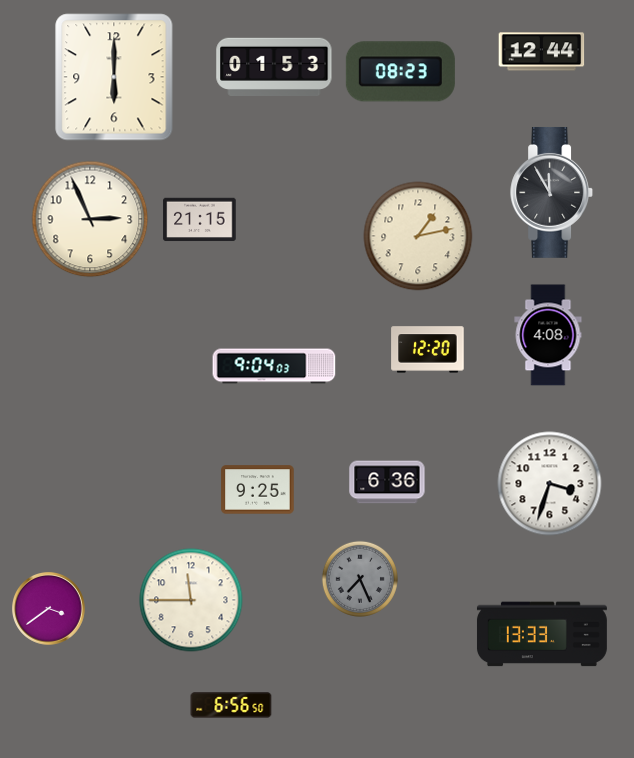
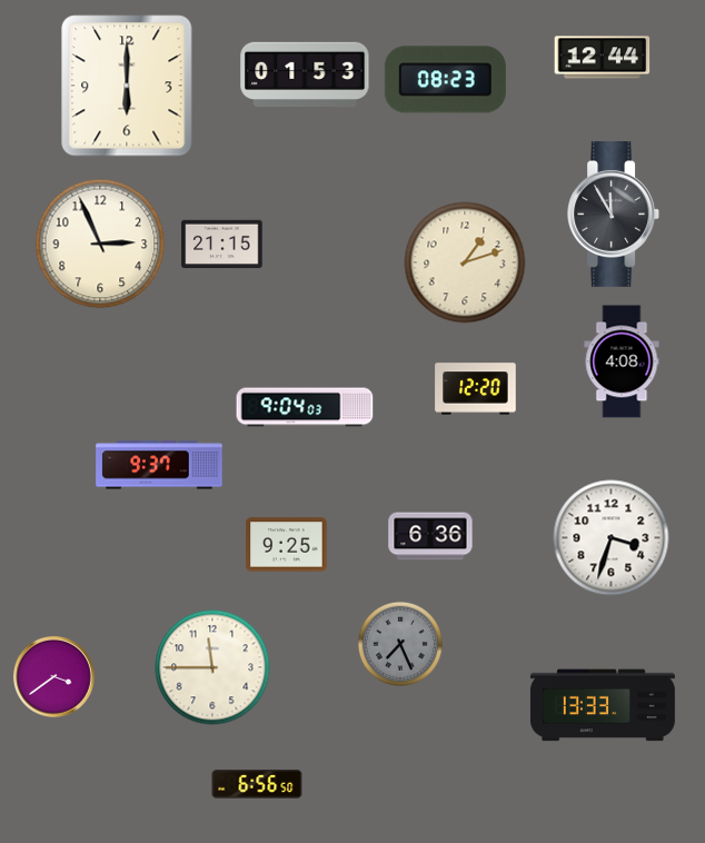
clock at (418, 236): 1:13 -> 1:12
clock at (548, 335) position: (548, 335) -> (622, 361)
clock at (159, 465): none -> 9:37
